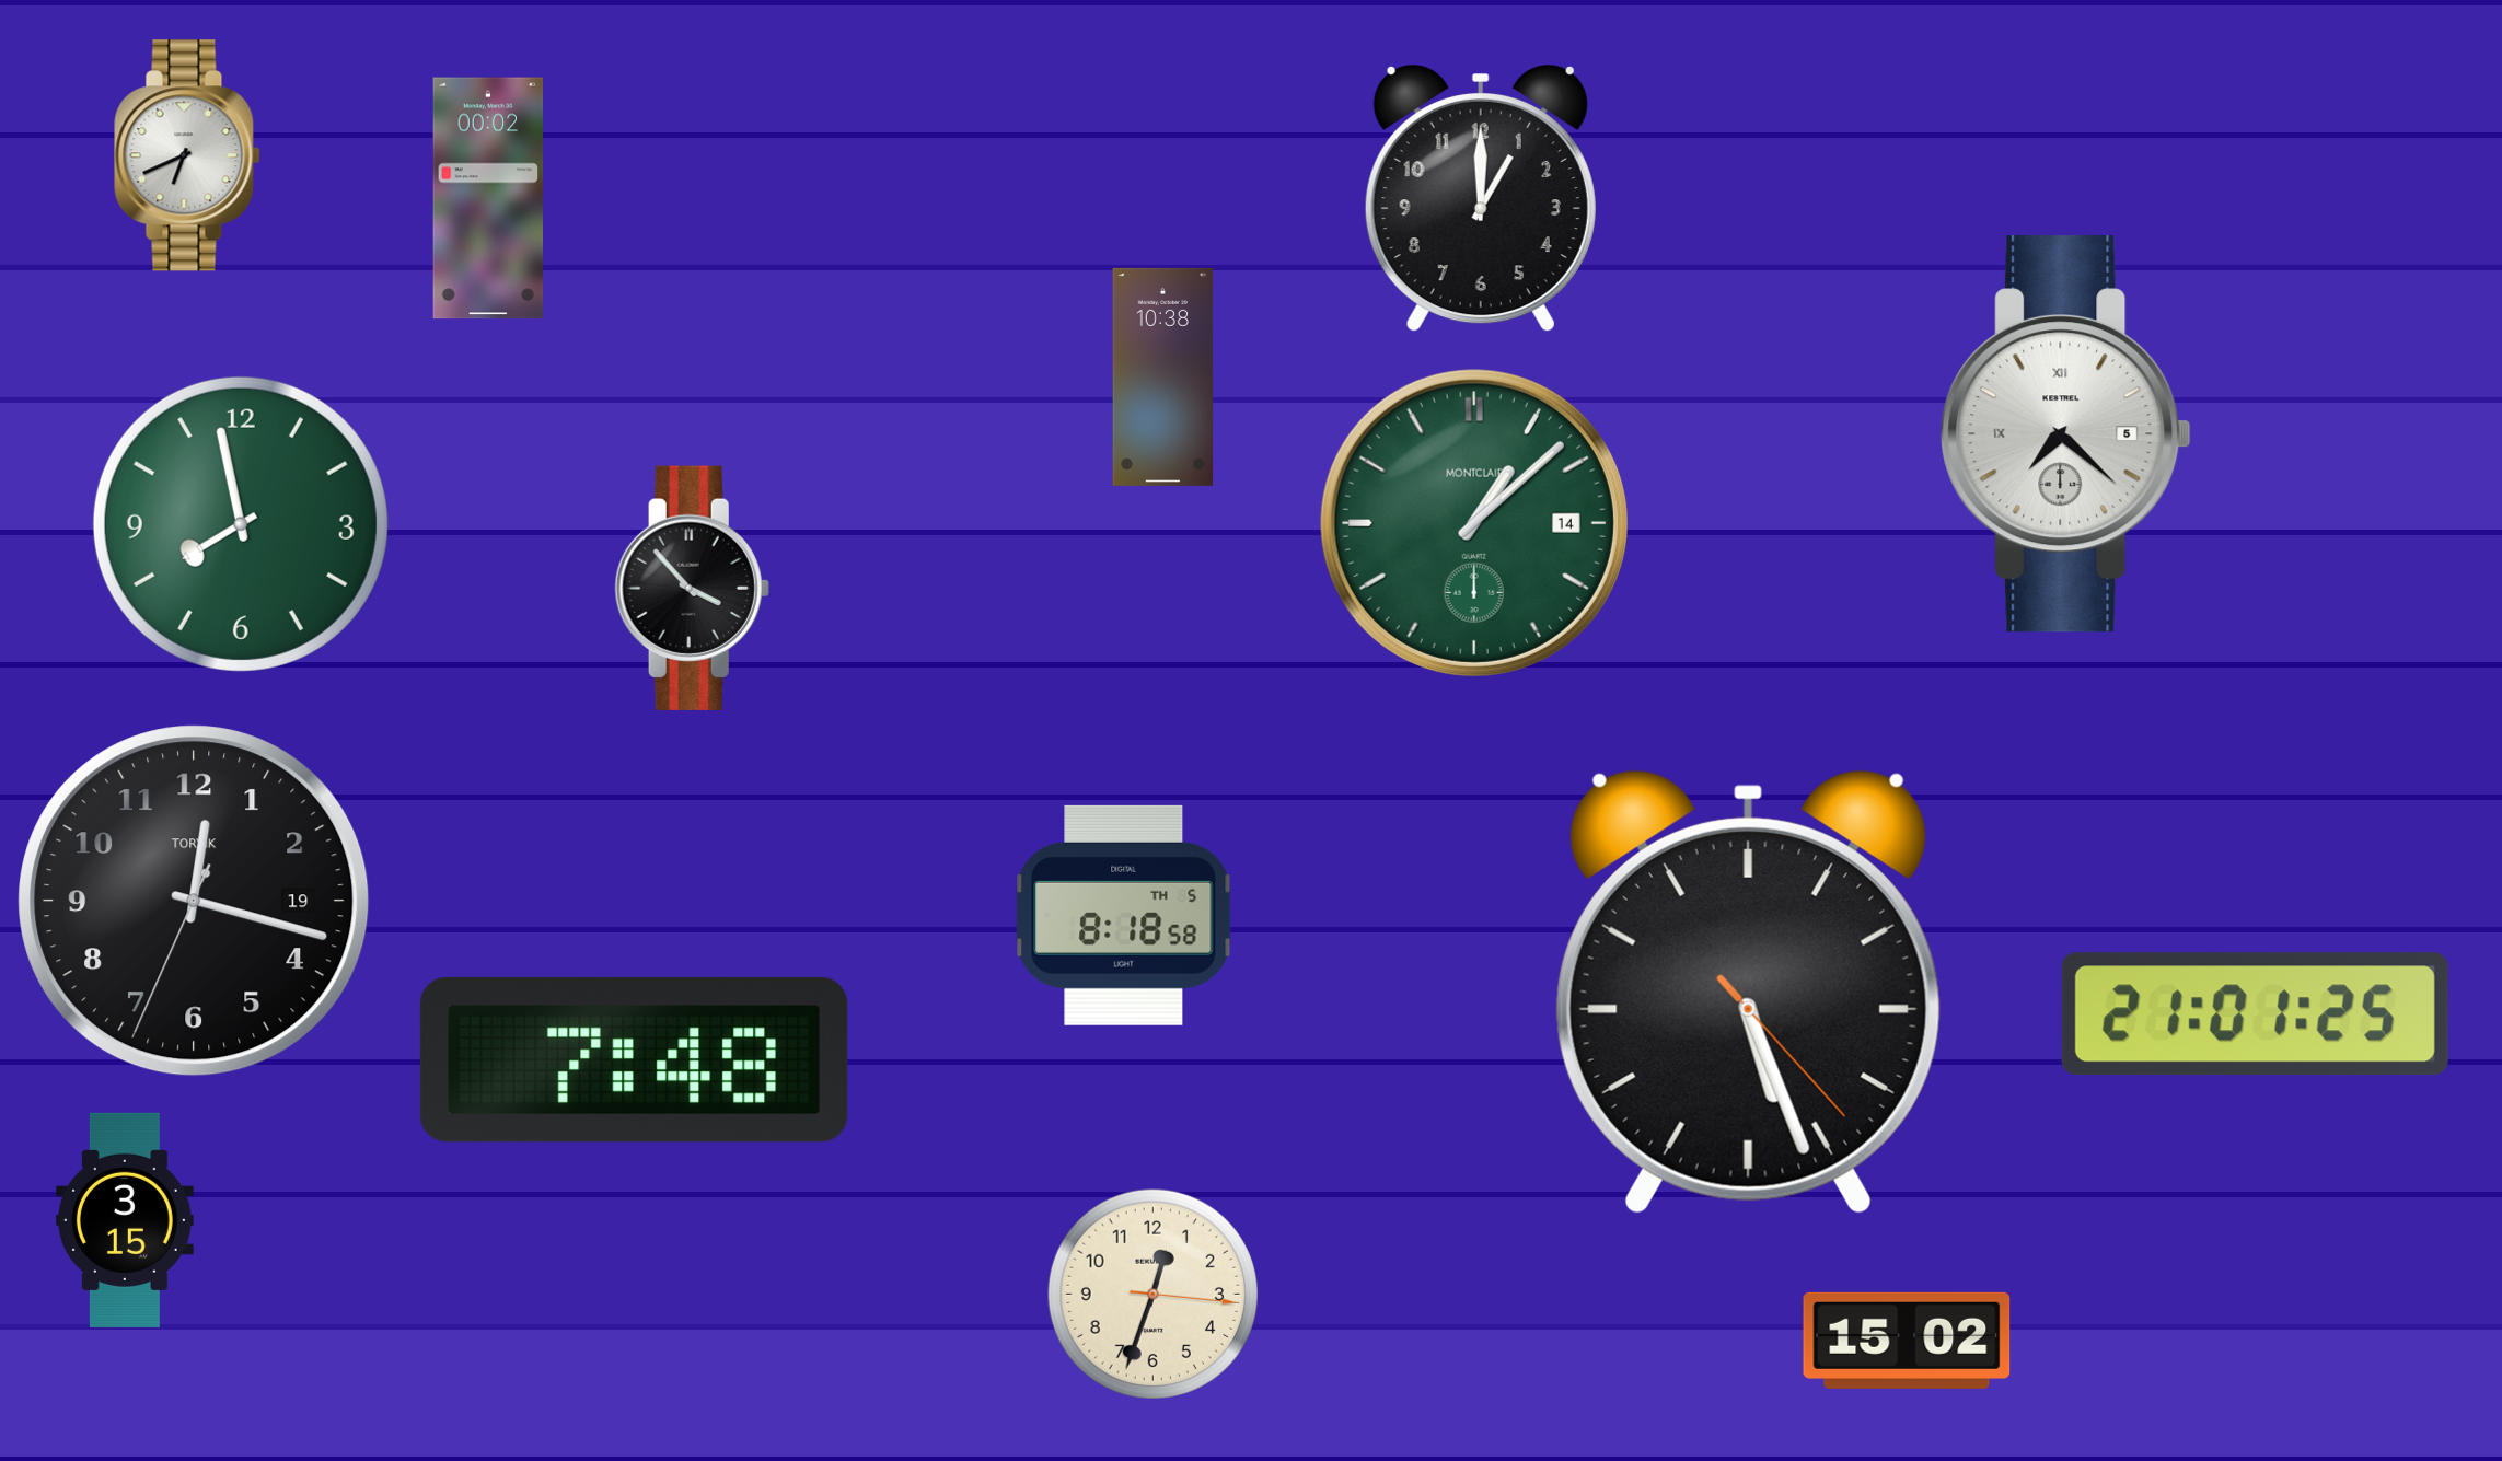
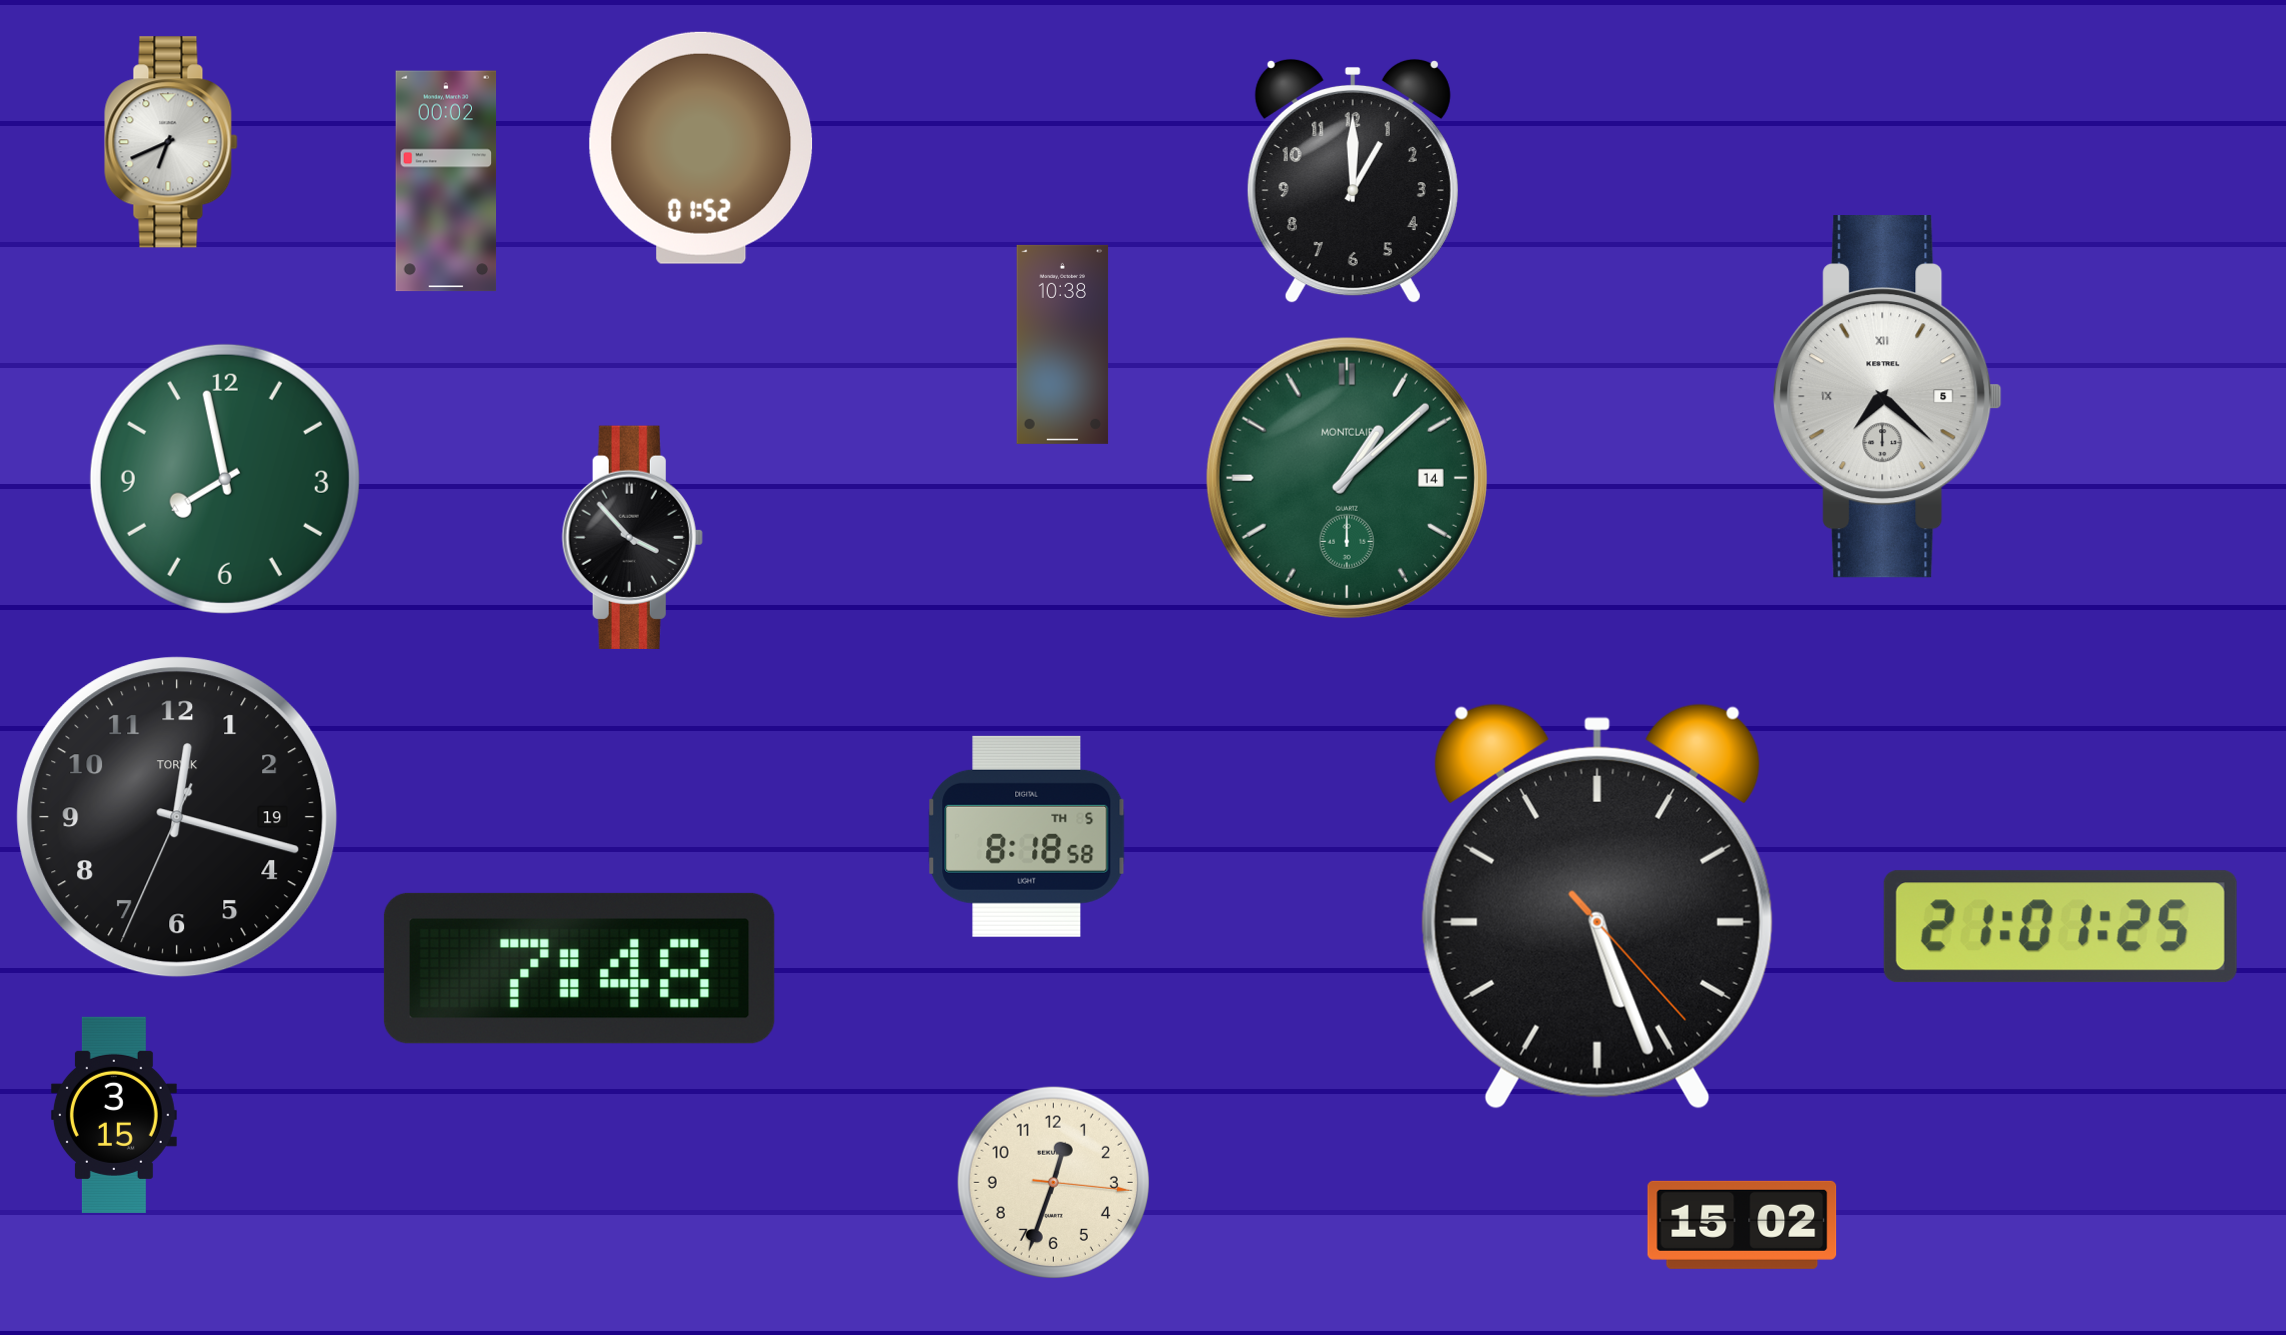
clock at (701, 148): none -> 01:52
clock at (241, 524) position: (241, 524) -> (225, 479)
clock at (194, 901) position: (194, 901) -> (177, 817)
